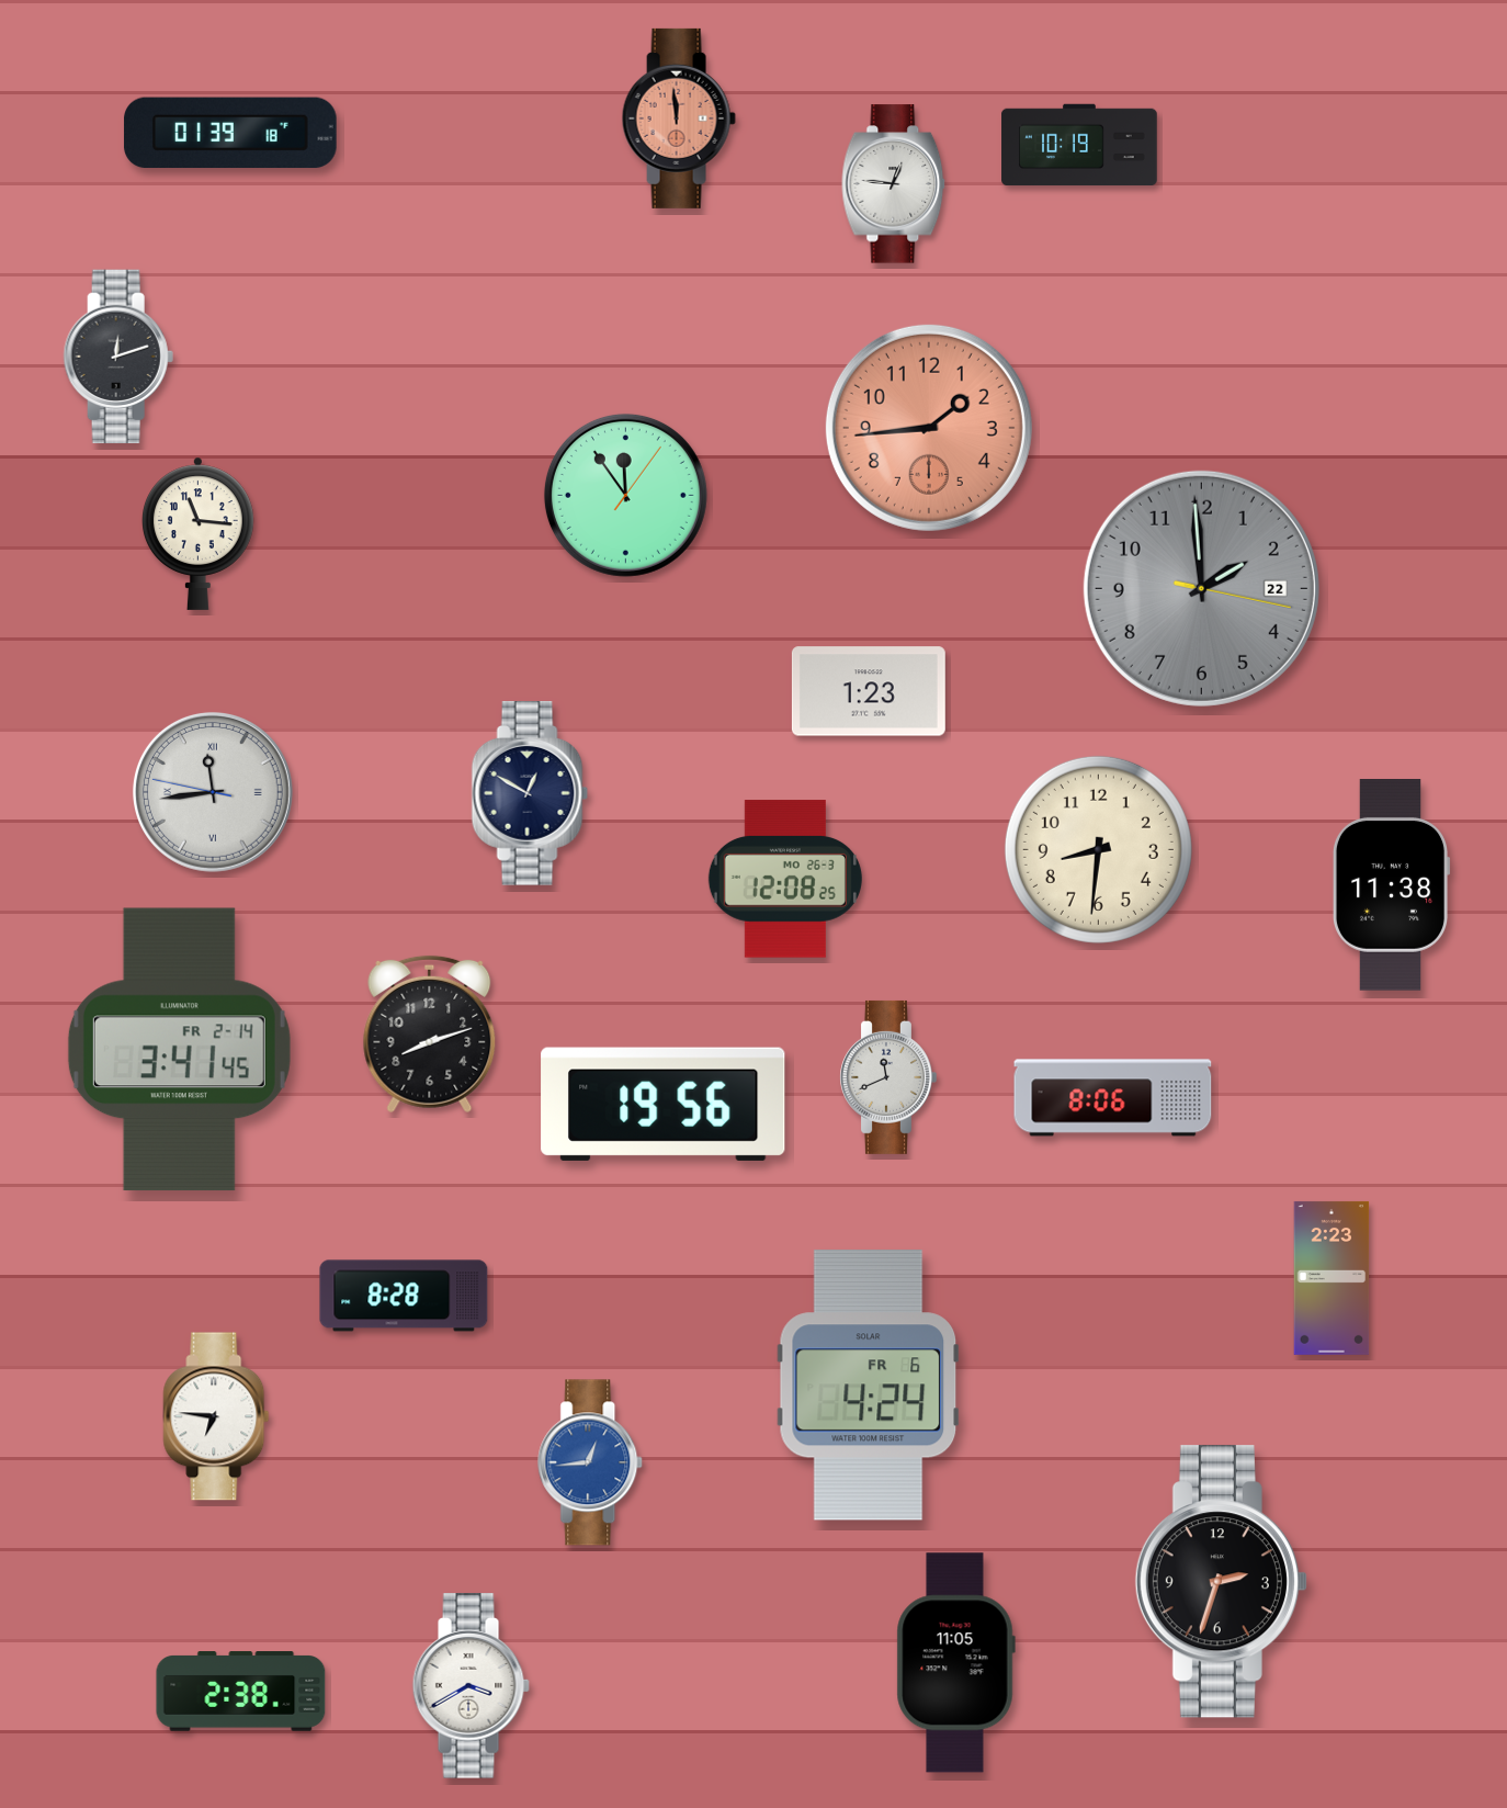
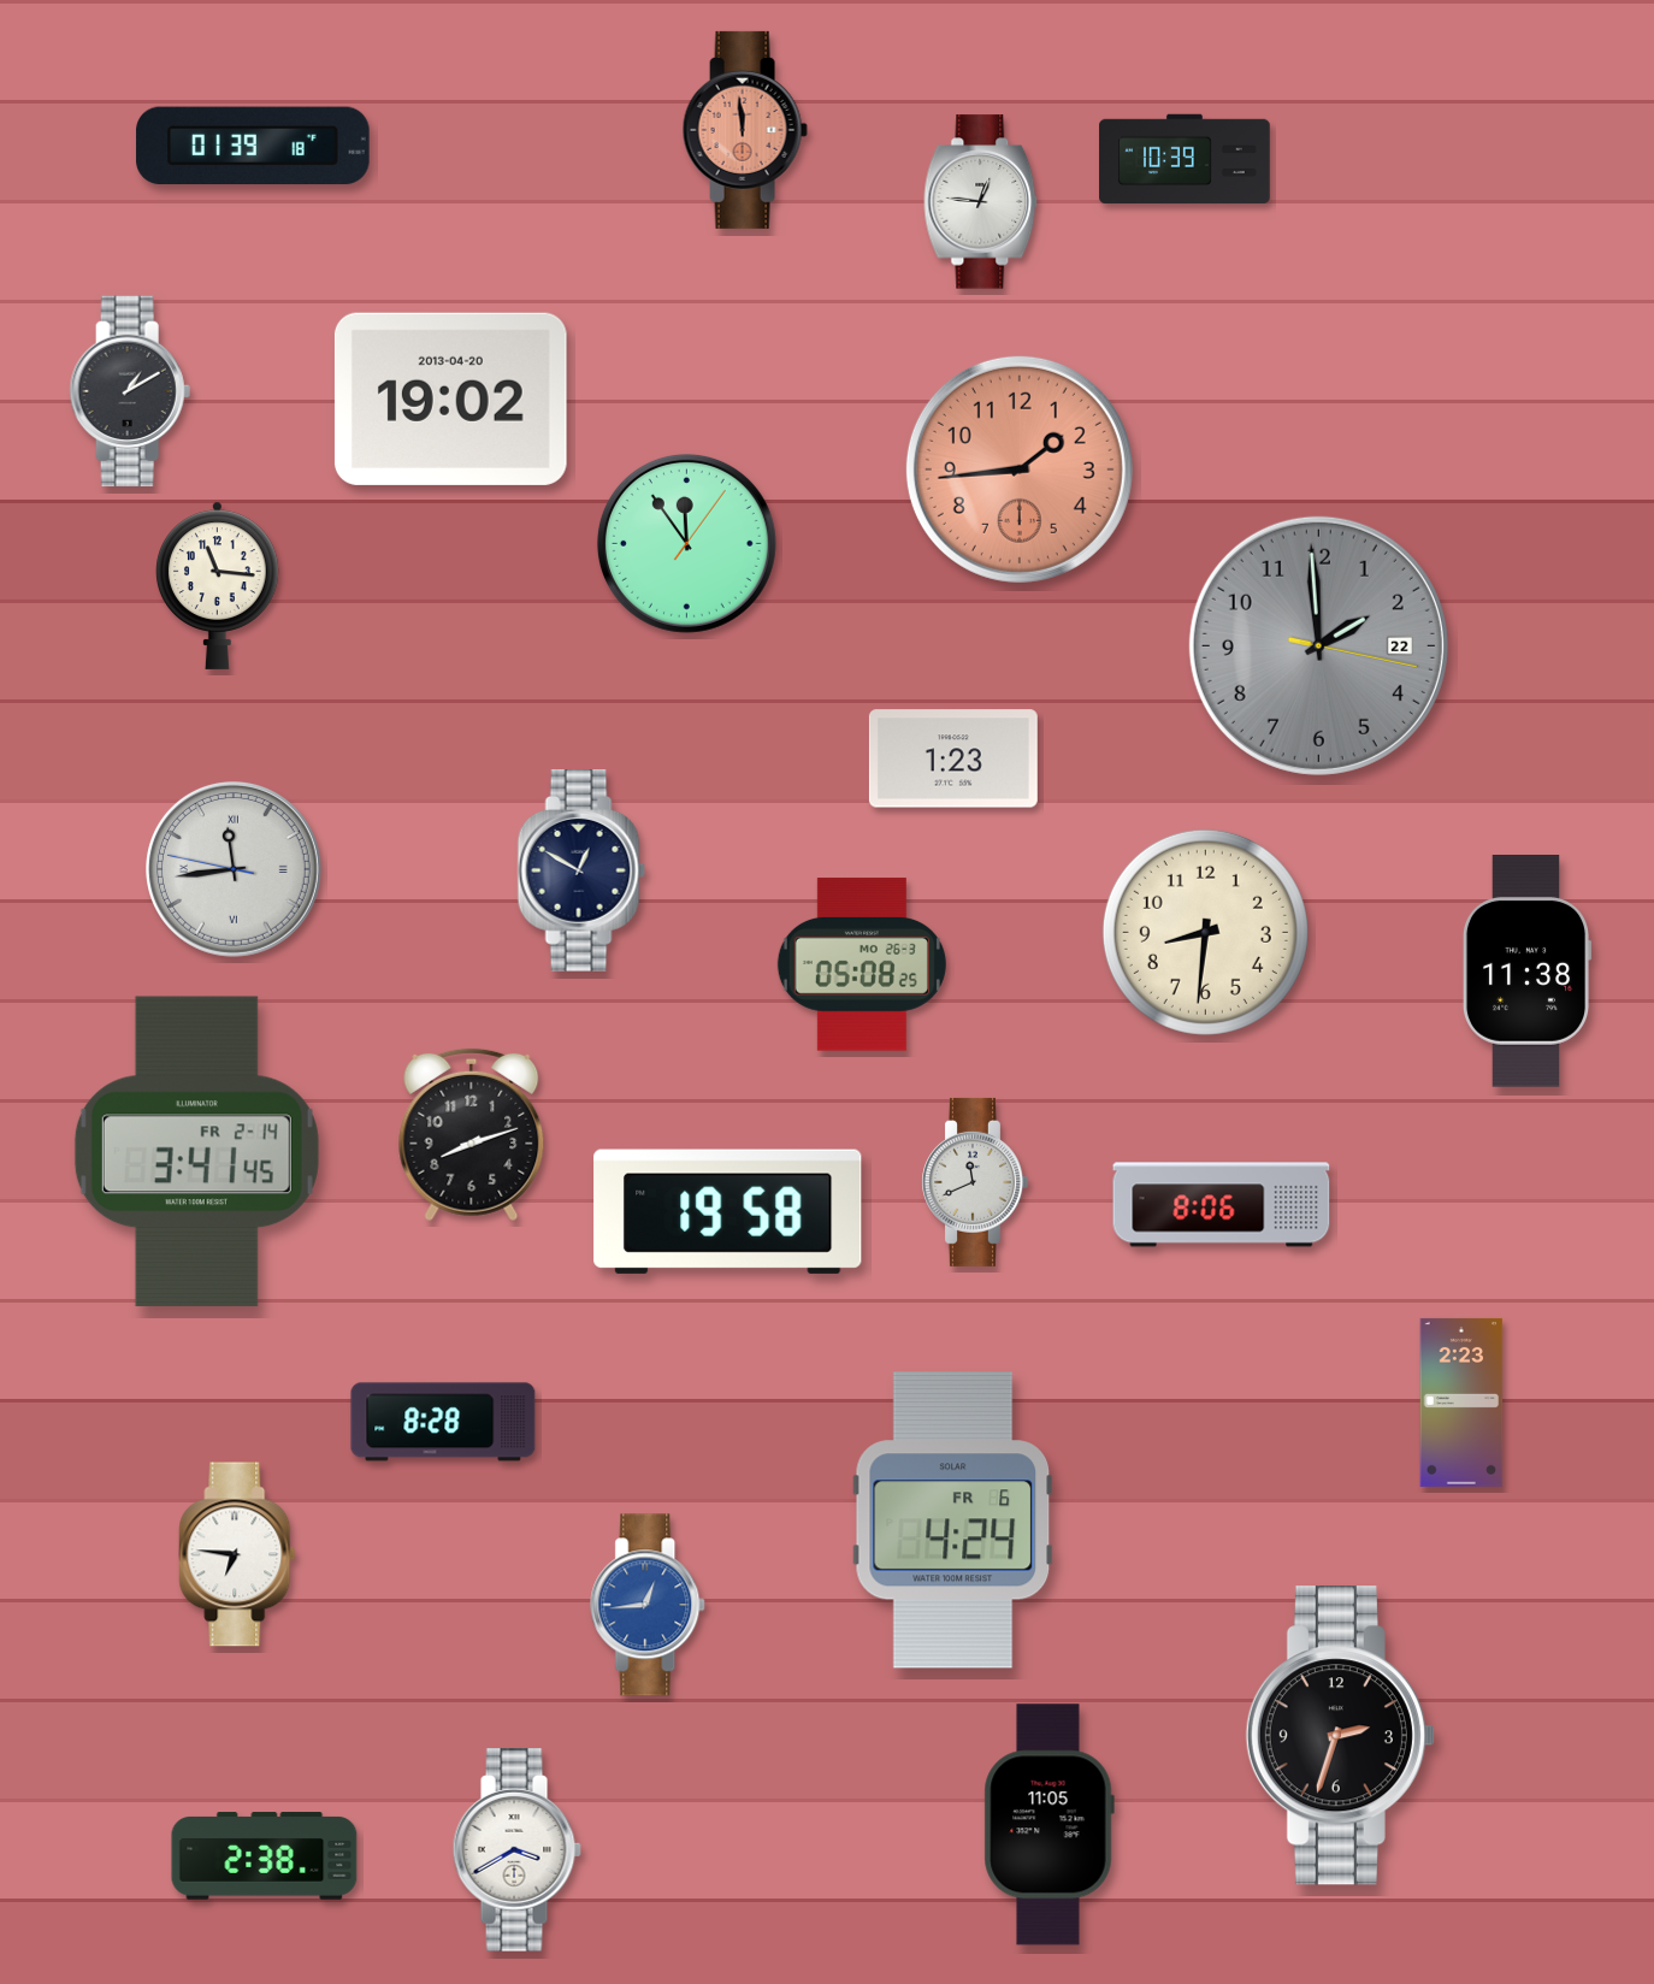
clock at (1079, 145): 10:19 -> 10:39
clock at (118, 357): 12:12 -> 1:10
clock at (450, 398): none -> 19:02
clock at (785, 879): 12:08 -> 05:08
clock at (664, 1104): 19:56 -> 19:58
